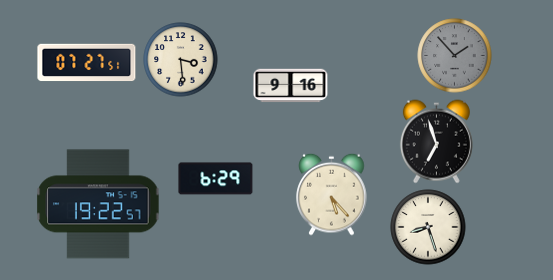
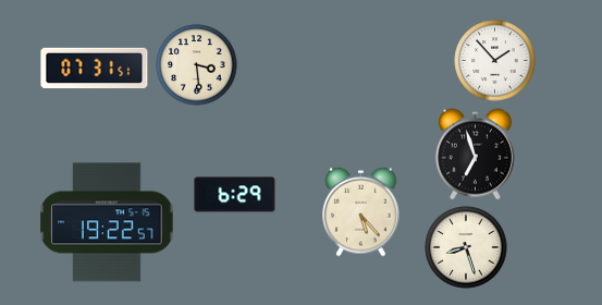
clock at (455, 56) dial: grey -> white
clock at (87, 63): 07:27 -> 07:31
clock at (291, 86): 9:16 -> none
